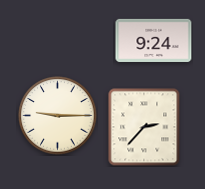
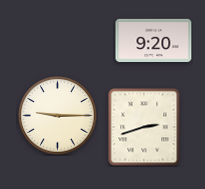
clock at (154, 40): 9:24 -> 9:20
clock at (144, 127): 2:37 -> 2:42
